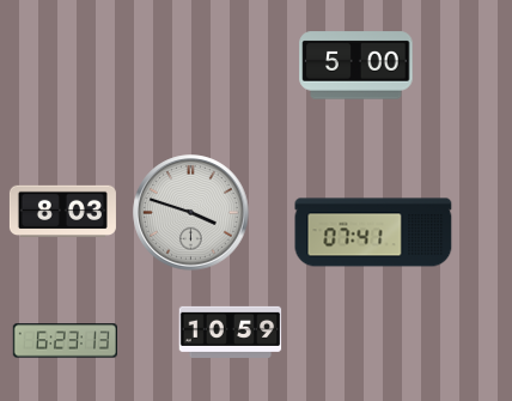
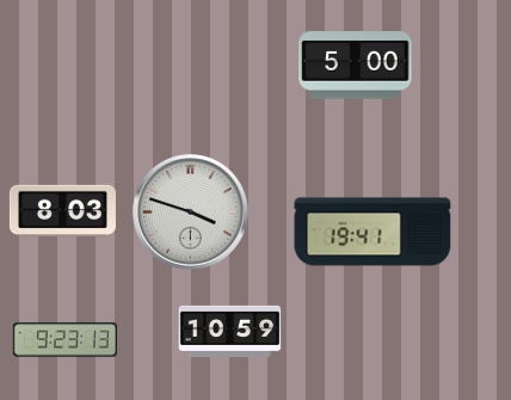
clock at (373, 232): 07:41 -> 19:41
clock at (65, 341): 6:23 -> 9:23
